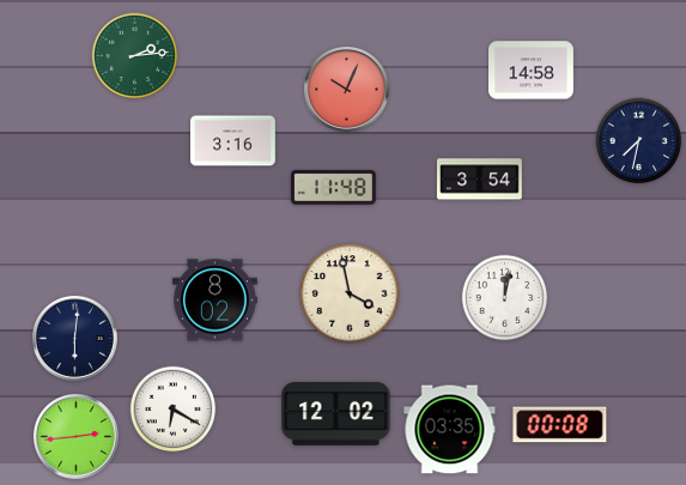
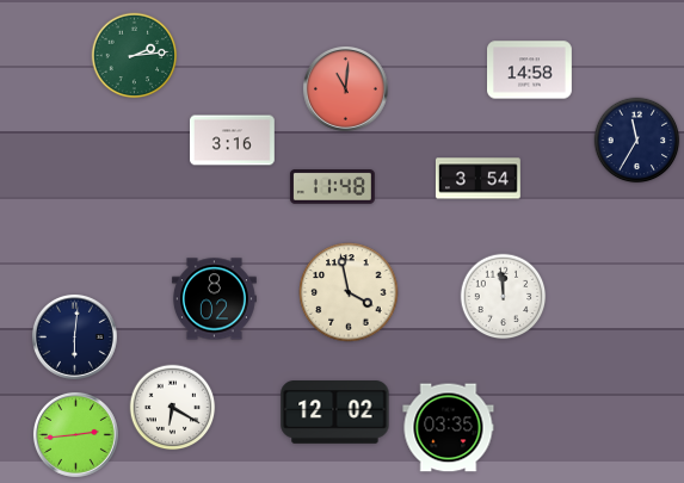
clock at (346, 89): 10:04 -> 11:01
clock at (639, 141): 7:32 -> 11:35
clock at (505, 298): 12:02 -> 11:59
clock at (560, 425): 00:08 -> none
